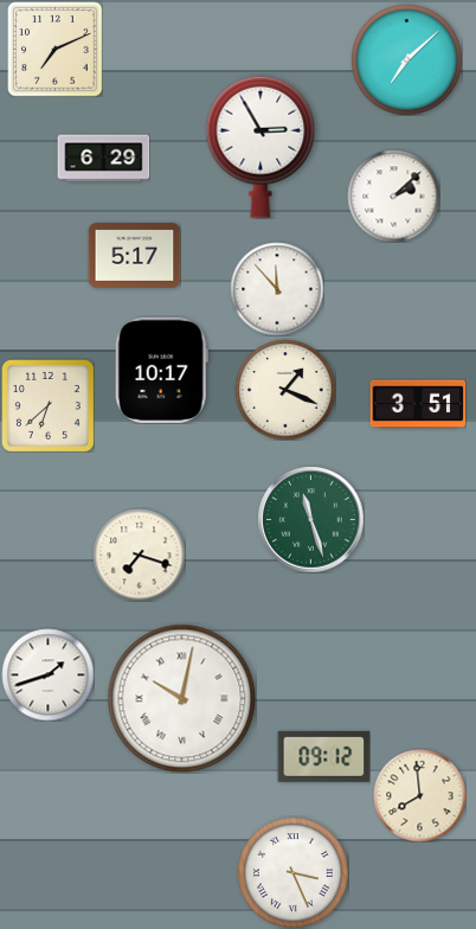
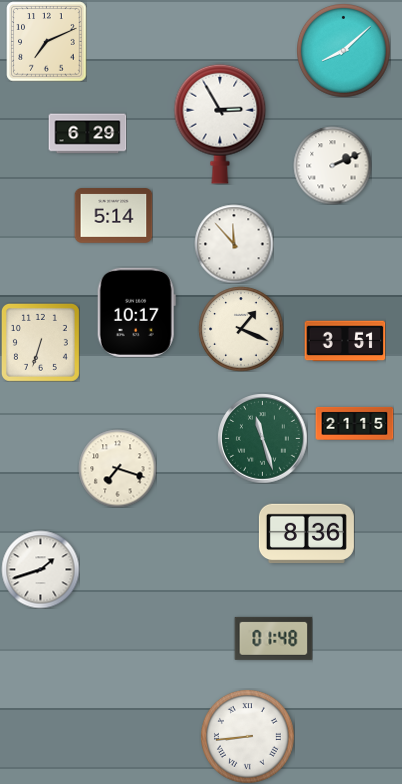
clock at (407, 60): 7:08 -> 8:08
clock at (393, 196): 2:08 -> 2:11
clock at (134, 256): 5:17 -> 5:14
clock at (418, 404) position: (418, 404) -> (345, 341)
clock at (47, 405): 6:38 -> 6:33
clock at (354, 423): none -> 21:15
clock at (306, 534): none -> 8:36
clock at (181, 698): 10:02 -> none
clock at (323, 756): 09:12 -> 01:48
clock at (419, 795): 7:59 -> none
clock at (294, 873): 3:26 -> 8:44
